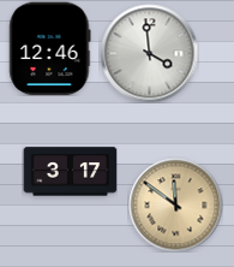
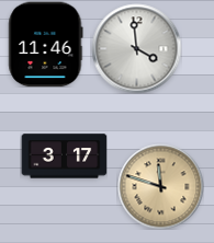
clock at (50, 48): 12:46 -> 11:46
clock at (175, 204): 11:51 -> 11:48
